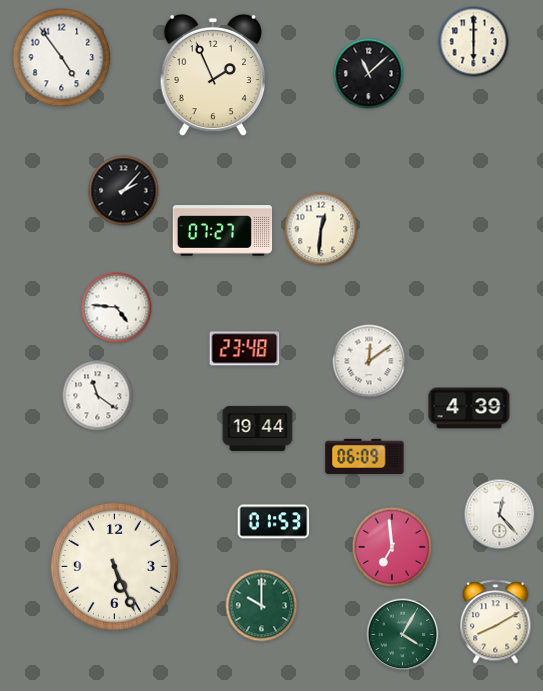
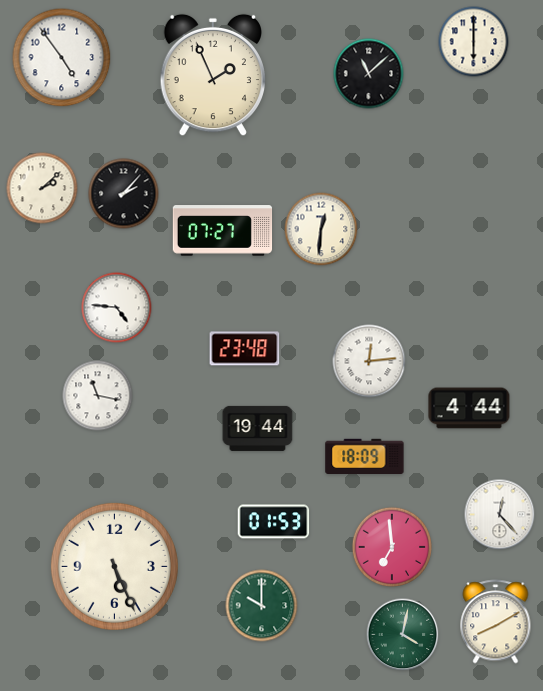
clock at (42, 188): none -> 2:08
clock at (124, 191) position: (124, 191) -> (124, 194)
clock at (369, 361): 12:09 -> 12:14
clock at (98, 396): 11:21 -> 11:17
clock at (469, 408): 4:39 -> 4:44
clock at (365, 456): 06:09 -> 18:09
clock at (403, 635): 4:05 -> 4:02
